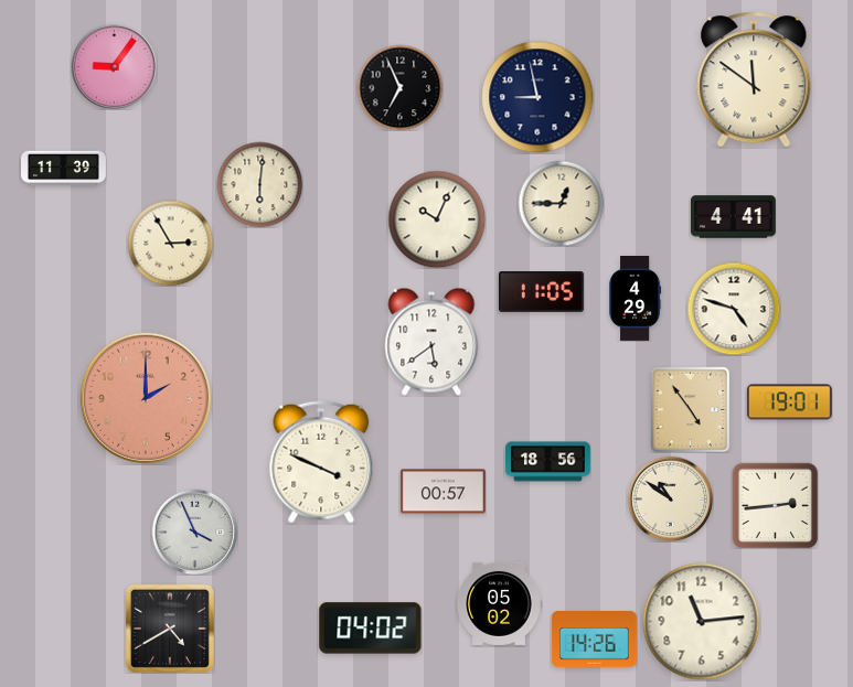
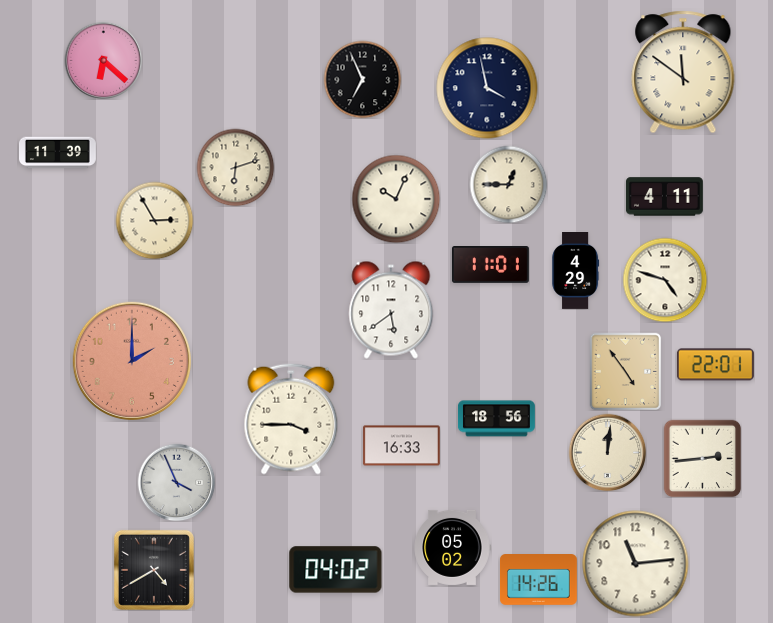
clock at (114, 66): 9:06 -> 6:22
clock at (537, 97): 8:58 -> 3:58
clock at (259, 184): 6:01 -> 6:12
clock at (734, 217): 4:41 -> 4:11
clock at (542, 292): 11:05 -> 11:01
clock at (789, 402): 19:01 -> 22:01
clock at (321, 462): 3:49 -> 3:45
clock at (443, 492): 00:57 -> 16:33
clock at (670, 498): 10:51 -> 12:01
